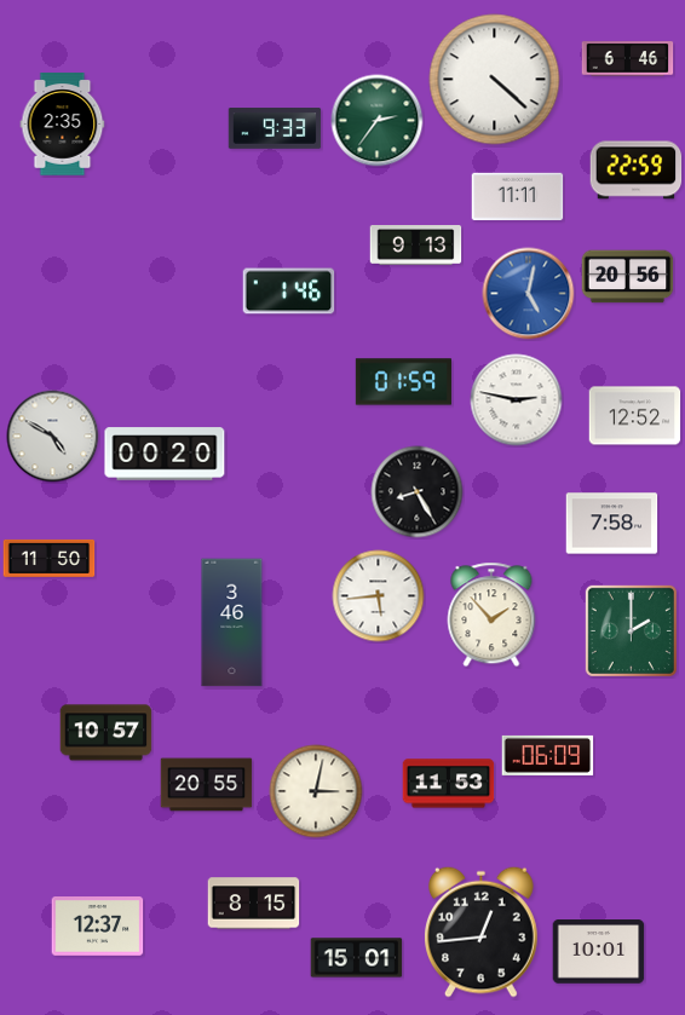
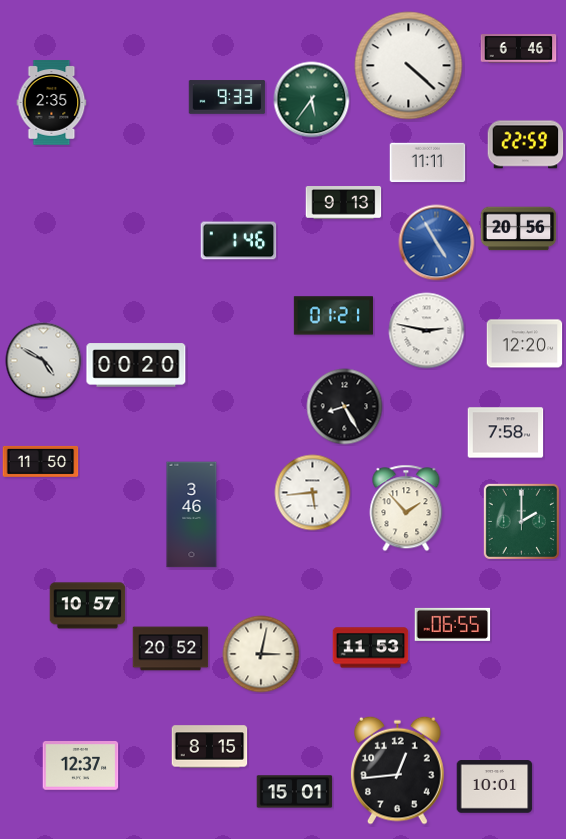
clock at (378, 121): 2:36 -> 5:36
clock at (275, 128) position: (275, 128) -> (227, 97)
clock at (637, 171) position: (637, 171) -> (526, 145)
clock at (529, 294): 5:02 -> 4:55
clock at (403, 382): 01:59 -> 01:21
clock at (635, 416): 12:52 -> 12:20
clock at (165, 454) position: (165, 454) -> (136, 365)
clock at (548, 755): 06:09 -> 06:55
clock at (207, 785): 20:55 -> 20:52
